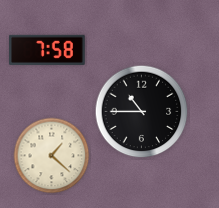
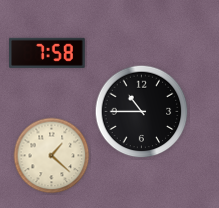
clock at (48, 50) position: (48, 50) -> (48, 53)
